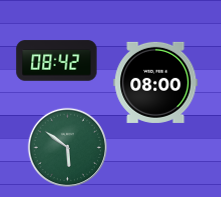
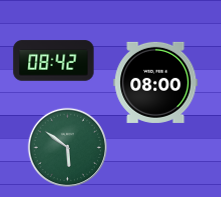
clock at (57, 61) position: (57, 61) -> (54, 61)
